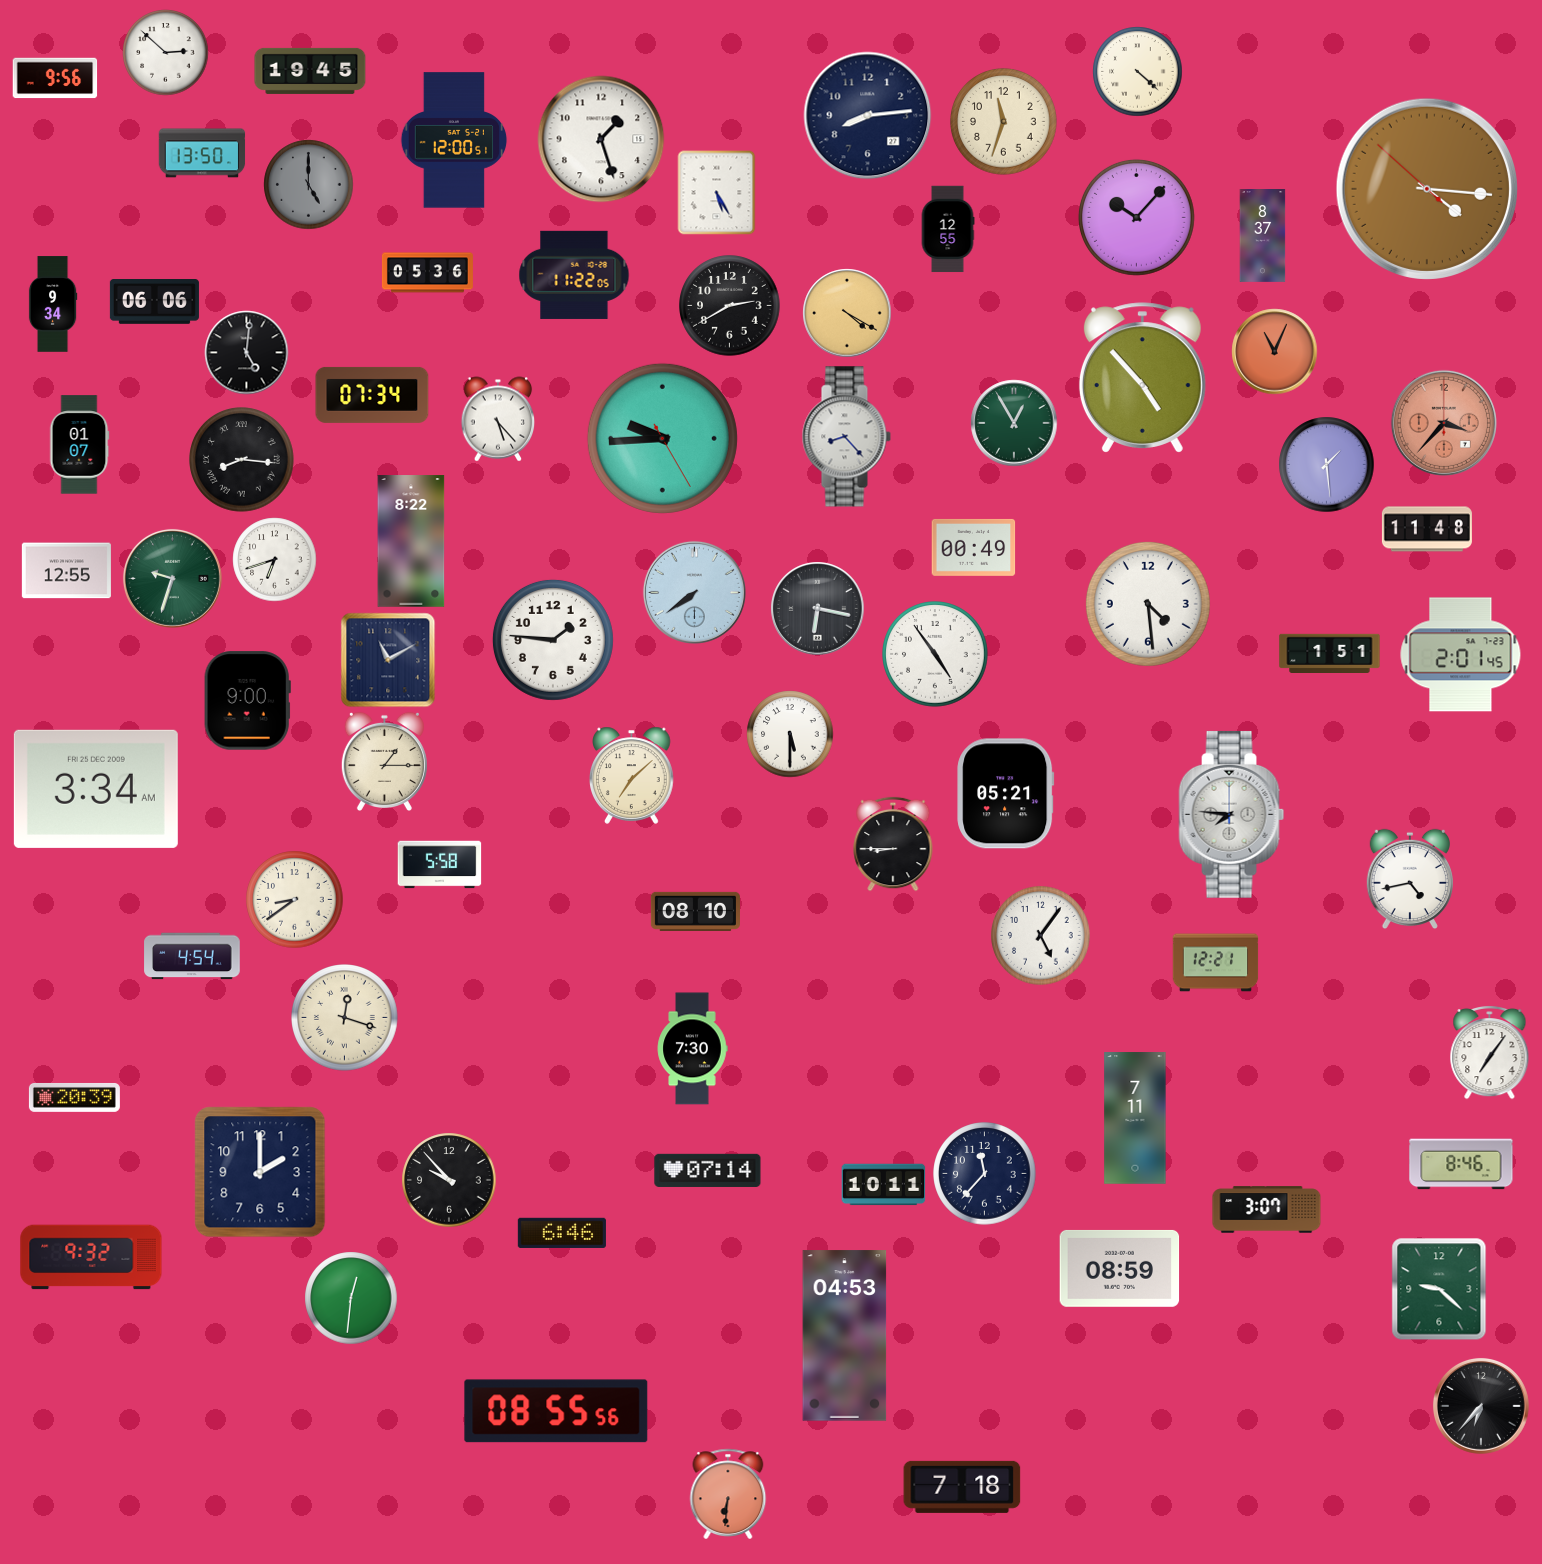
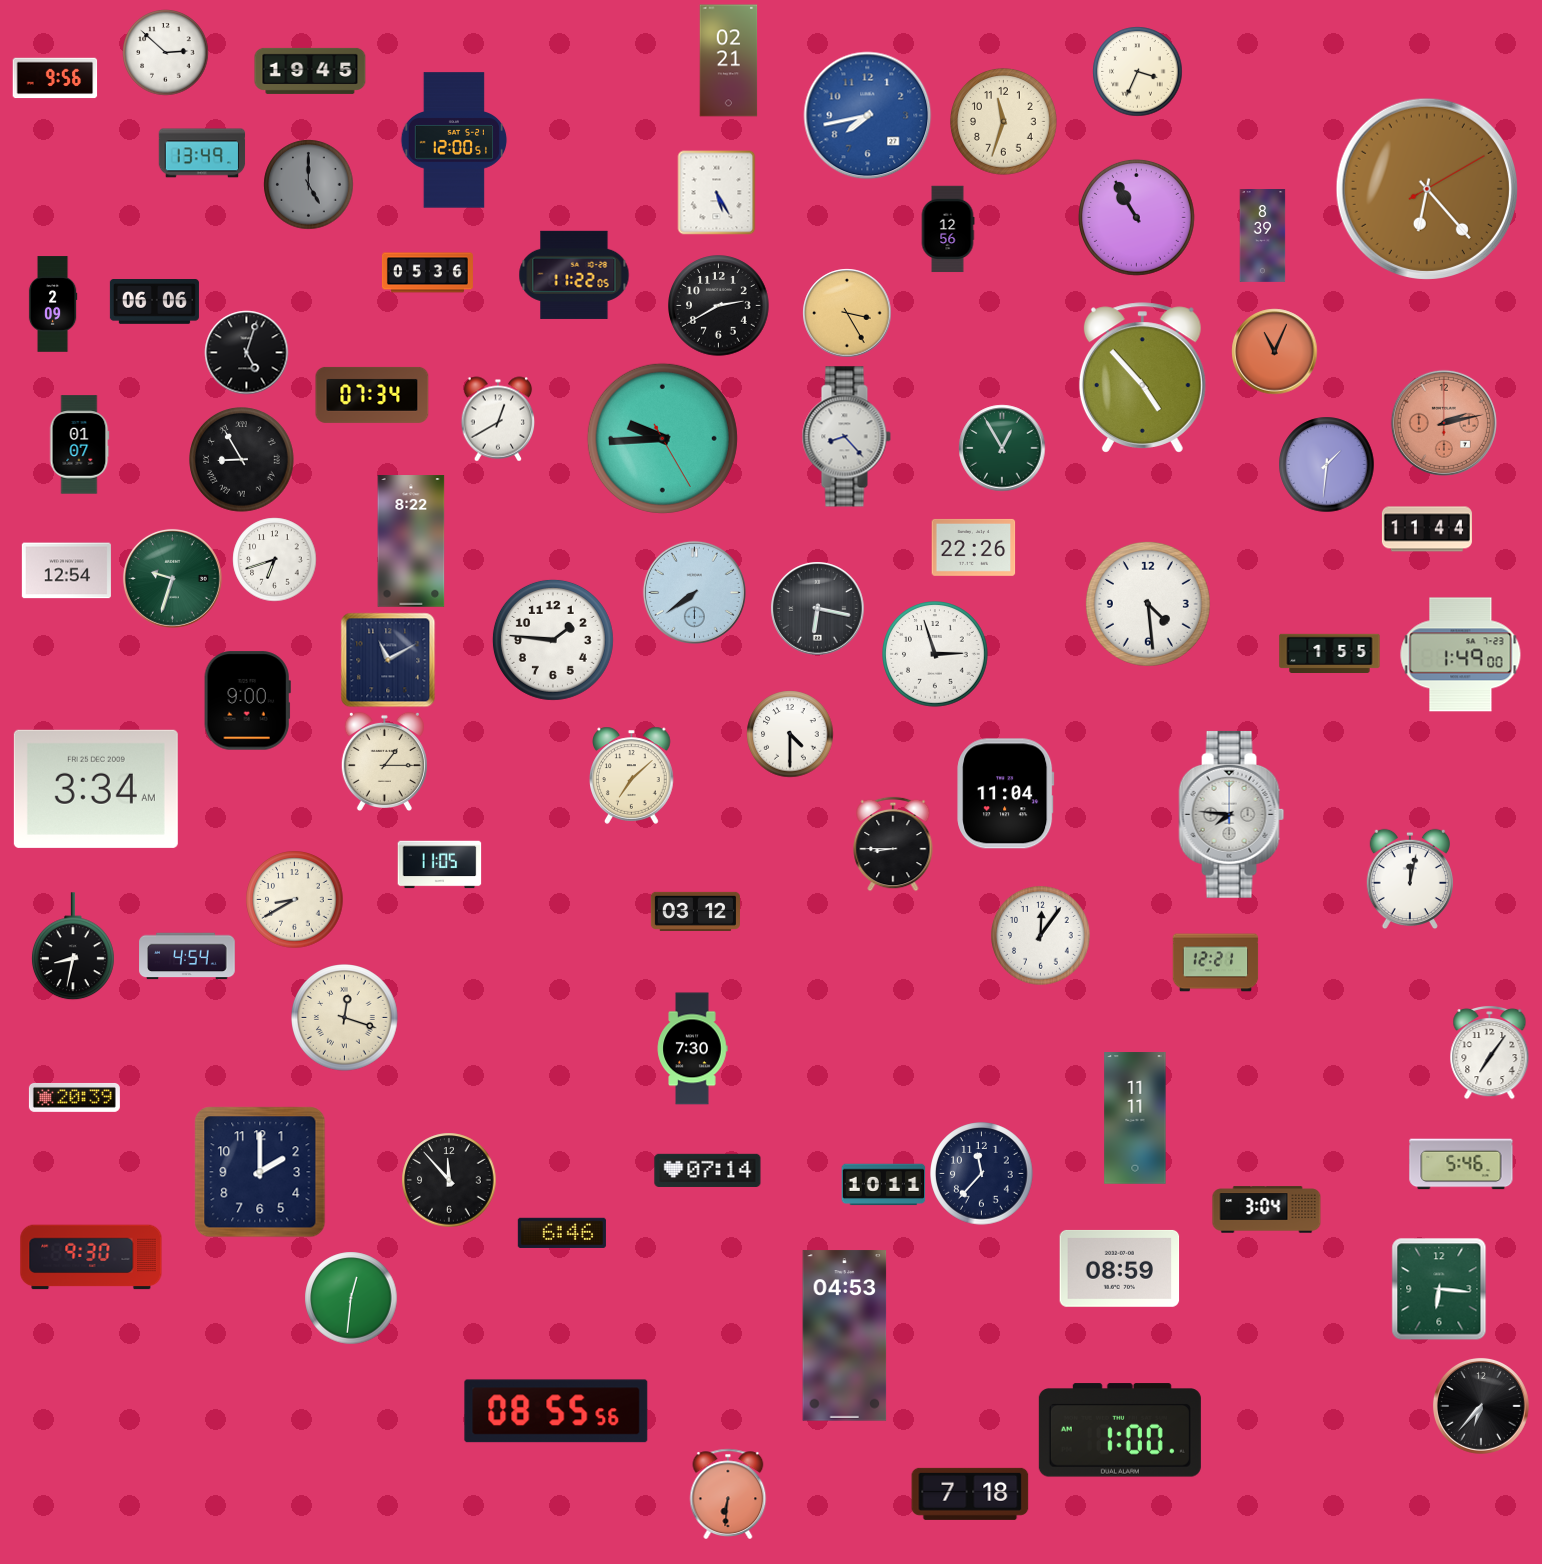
clock at (729, 61): none -> 02:21
clock at (1138, 72): 4:22 -> 3:34
clock at (868, 116): 8:14 -> 7:43
clock at (868, 116) dial: navy -> blue
clock at (601, 139): 1:27 -> none
clock at (202, 153): 13:50 -> 13:49
clock at (1427, 189): 4:15 -> 6:23
clock at (1136, 217): 10:07 -> 10:55
clock at (948, 229): 12:55 -> 12:56
clock at (1263, 236): 8:37 -> 8:39
clock at (53, 304): 9:34 -> 2:09
clock at (730, 306) position: (730, 306) -> (719, 306)
clock at (847, 313): 4:20 -> 3:25
clock at (247, 353): 5:01 -> 5:03
clock at (498, 419): 5:23 -> 12:40
clock at (1014, 423) position: (1014, 423) -> (1002, 448)
clock at (1444, 423): 3:37 -> 2:13
clock at (242, 460): 8:16 -> 8:55
clock at (1327, 465): 1:29 -> 1:31
clock at (1427, 529): 11:48 -> 11:44
clock at (974, 547): 00:49 -> 22:26
clock at (66, 571): 12:55 -> 12:54
clock at (1330, 653): 1:51 -> 1:55
clock at (935, 654): 4:54 -> 2:57
clock at (1461, 655): 2:01 -> 1:49
clock at (790, 734): 5:30 -> 4:30
clock at (1006, 794): 05:21 -> 11:04
clock at (440, 865): 5:58 -> 11:05
clock at (1410, 879): 4:43 -> 12:02
clock at (295, 900): 8:39 -> 8:40
clock at (695, 911): 08:10 -> 03:12
clock at (1041, 936): 5:06 -> 12:06
clock at (73, 947): none -> 8:32
clock at (192, 956) position: (192, 956) -> (187, 956)
clock at (1135, 1118): 7:11 -> 11:11
clock at (1461, 1164): 8:46 -> 5:46
clock at (985, 1174) position: (985, 1174) -> (982, 1174)
clock at (449, 1180): 9:53 -> 11:53
clock at (1267, 1210): 3:07 -> 3:04
clock at (91, 1257): 9:32 -> 9:30
clock at (1439, 1289): 9:22 -> 6:16
clock at (1120, 1430): none -> 1:00
clock at (962, 1487) position: (962, 1487) -> (970, 1494)
